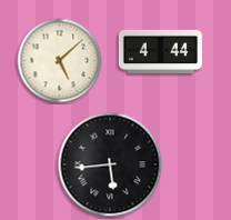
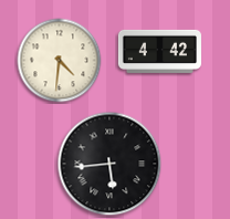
clock at (160, 51): 4:44 -> 4:42
clock at (60, 61): 5:08 -> 4:31
